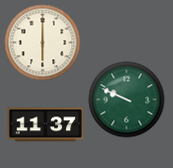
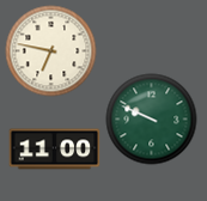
clock at (43, 43): 6:00 -> 6:47
clock at (46, 125): 11:37 -> 11:00
